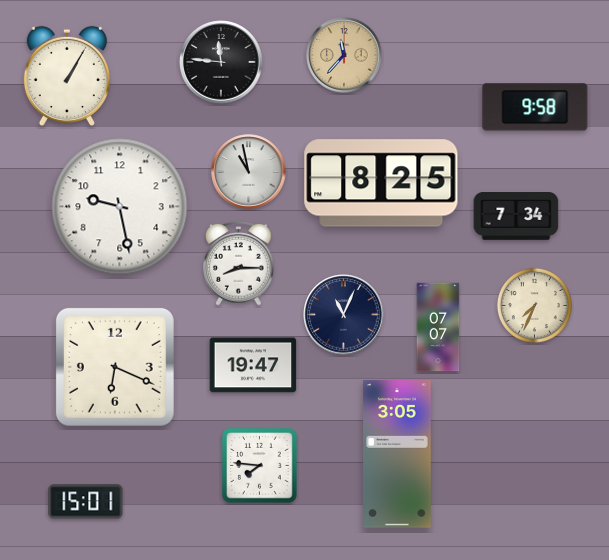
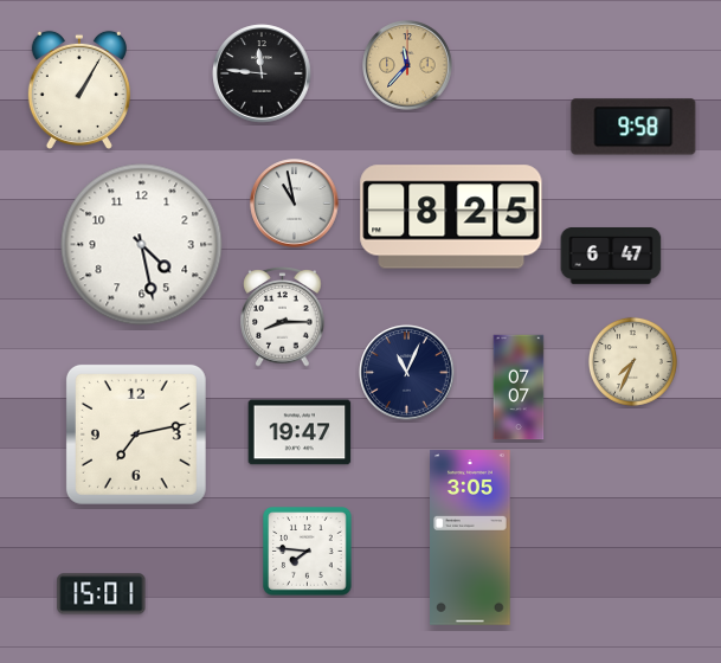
clock at (120, 207): 9:28 -> 4:28
clock at (516, 217): 7:34 -> 6:47
clock at (239, 264) position: (239, 264) -> (283, 317)
clock at (115, 367): 6:19 -> 7:13
